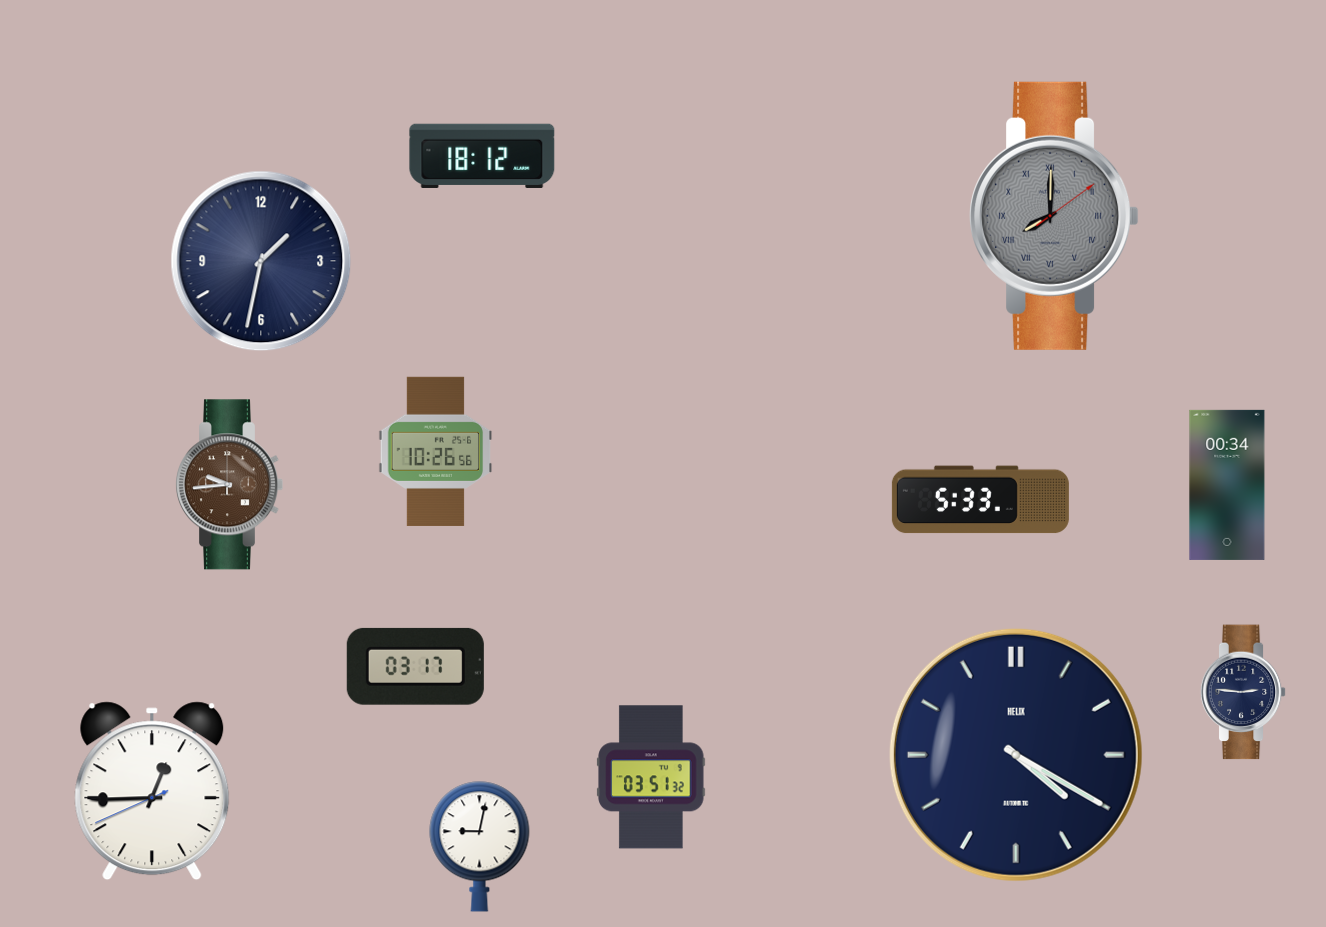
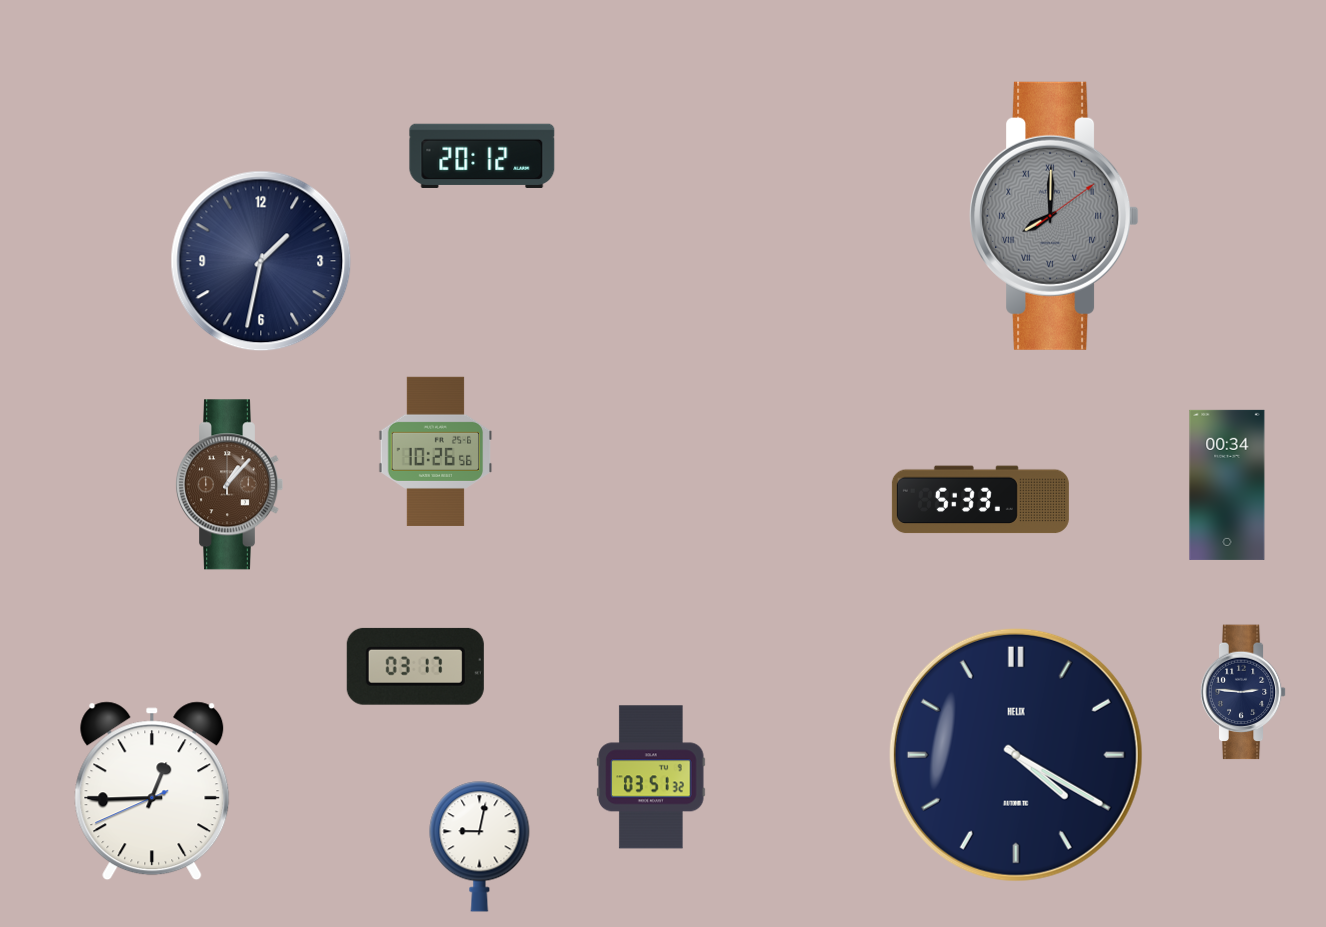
clock at (482, 156): 18:12 -> 20:12
clock at (230, 485): 9:44 -> 1:07
